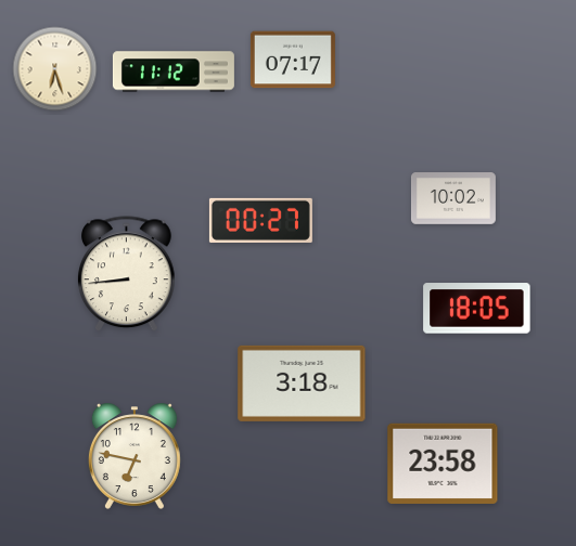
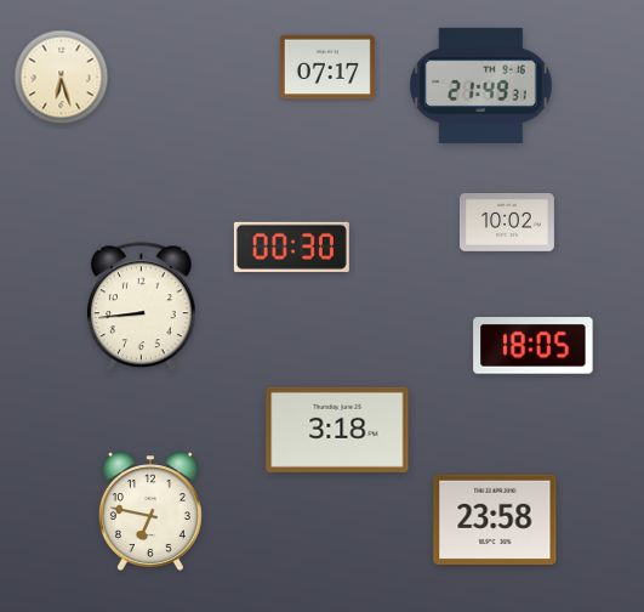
clock at (174, 71): 11:12 -> none
clock at (481, 85): none -> 21:49
clock at (260, 220): 00:27 -> 00:30
